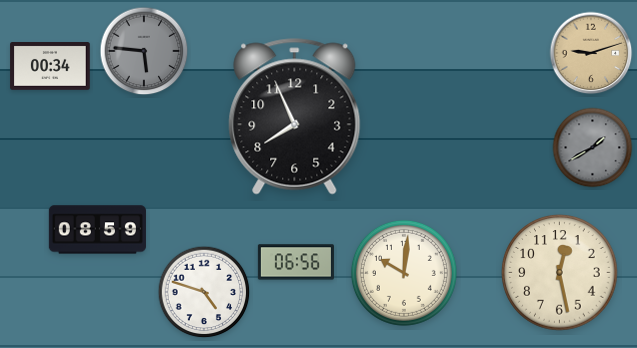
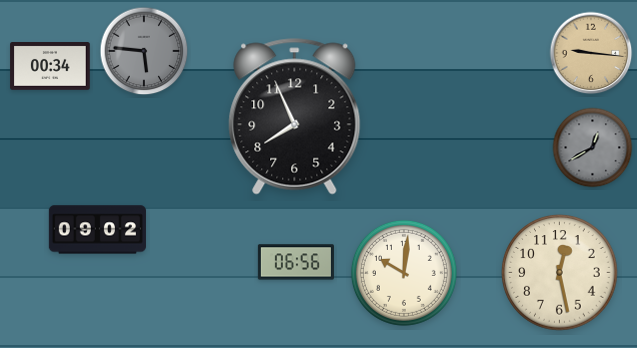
clock at (591, 53): 9:12 -> 9:16
clock at (593, 148): 1:40 -> 12:40
clock at (97, 230): 08:59 -> 09:02
clock at (204, 292): 4:48 -> none
